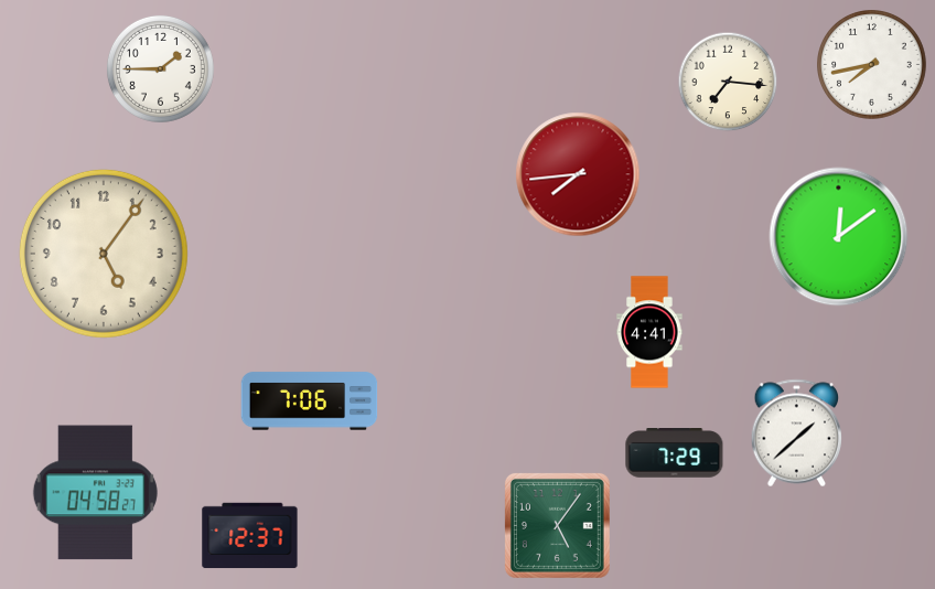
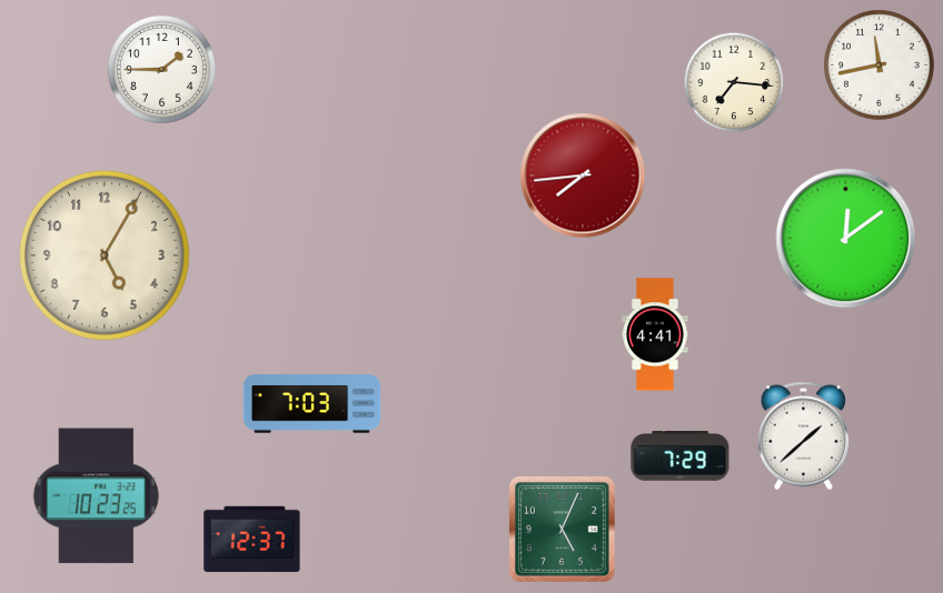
clock at (872, 65): 7:43 -> 11:43
clock at (104, 254): 5:06 -> 5:05
clock at (310, 401): 7:06 -> 7:03
clock at (95, 493): 04:58 -> 10:23
clock at (557, 525): 5:06 -> 5:04
